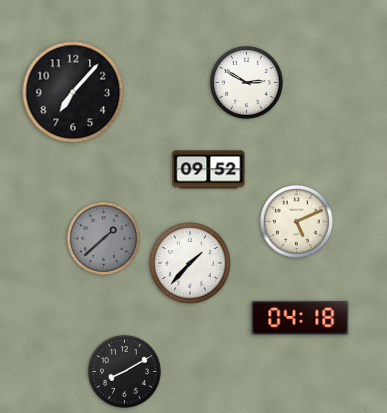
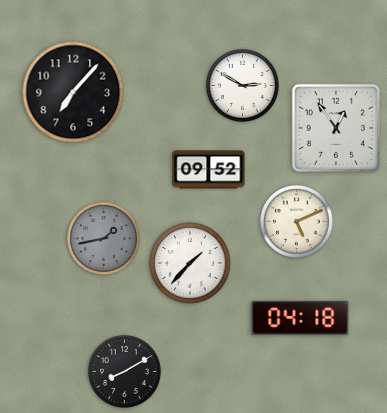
clock at (246, 82) position: (246, 82) -> (242, 85)
clock at (336, 128): none -> 12:54
clock at (103, 238): 1:38 -> 1:43
